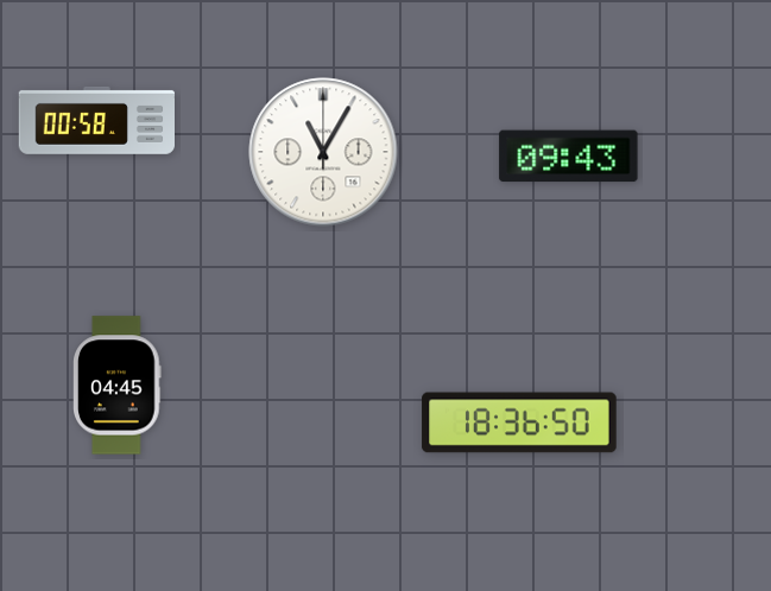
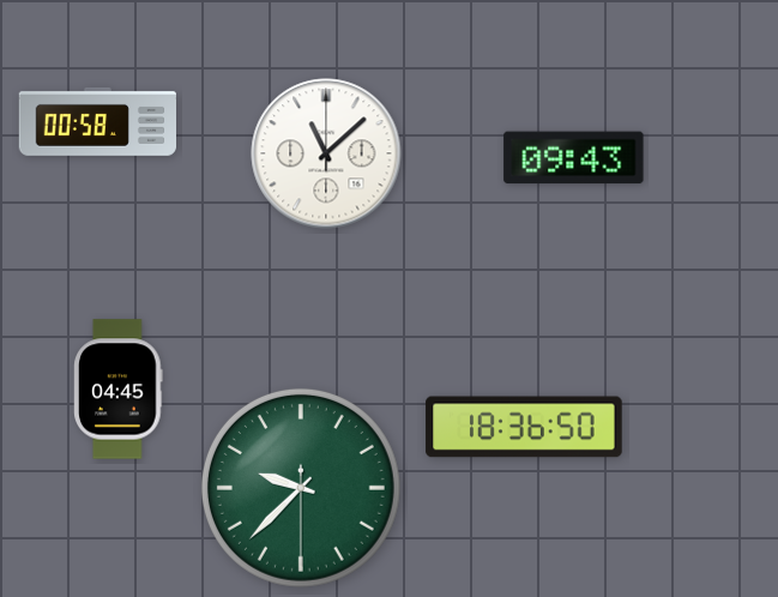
clock at (323, 152): 11:05 -> 11:08
clock at (301, 488): none -> 9:37
